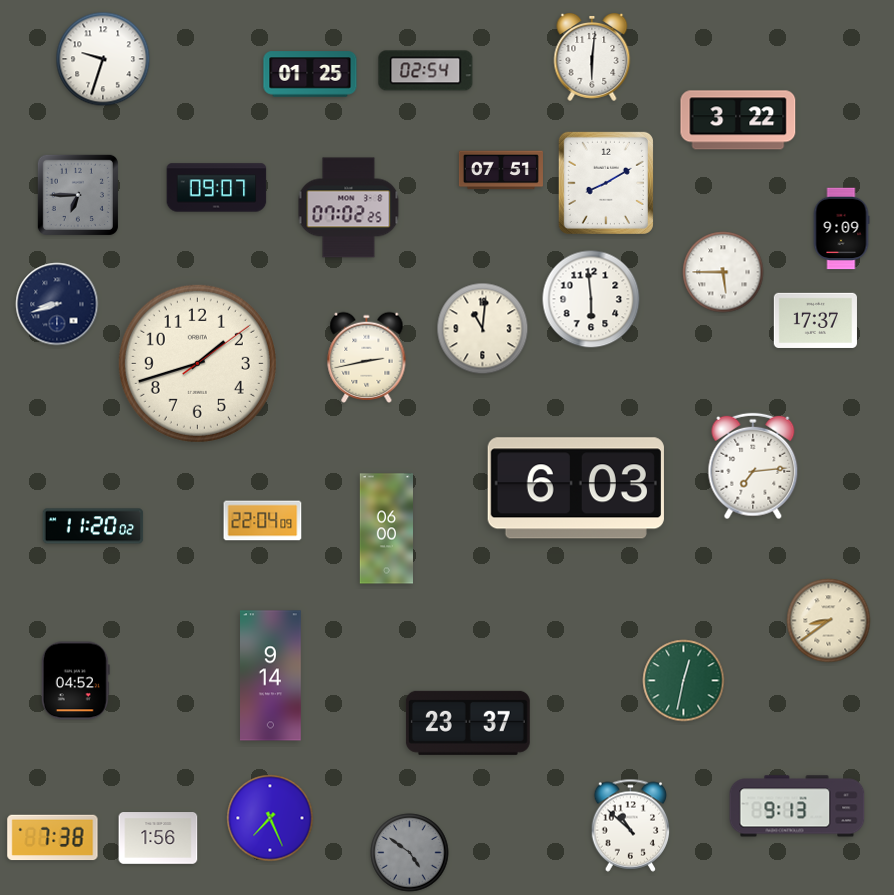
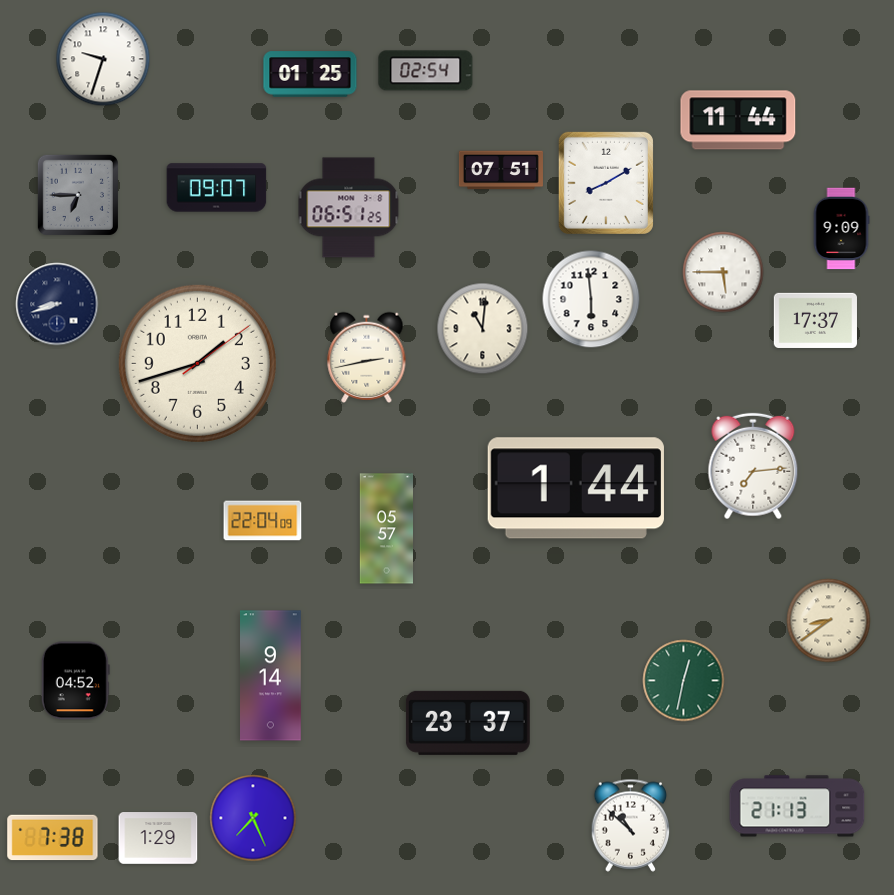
clock at (592, 57): 6:01 -> none
clock at (738, 120): 3:22 -> 11:44
clock at (349, 208): 07:02 -> 06:51
clock at (576, 488): 6:03 -> 1:44
clock at (93, 526): 11:20 -> none
clock at (386, 529): 06:00 -> 05:57
clock at (797, 806): 9:13 -> 21:13
clock at (270, 818) position: (270, 818) -> (253, 818)
clock at (158, 838): 1:56 -> 1:29
clock at (410, 853): 4:51 -> none
